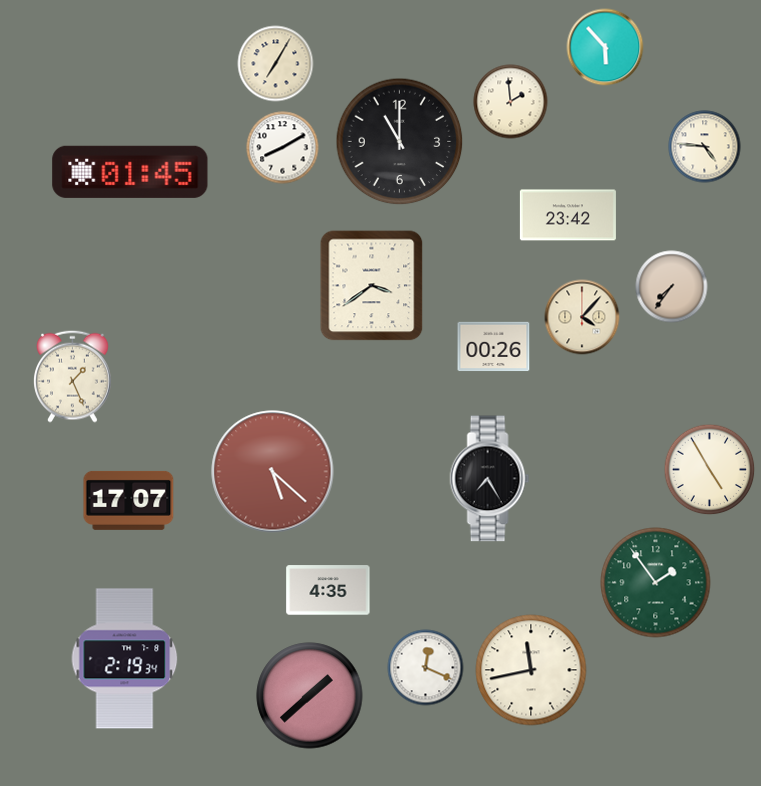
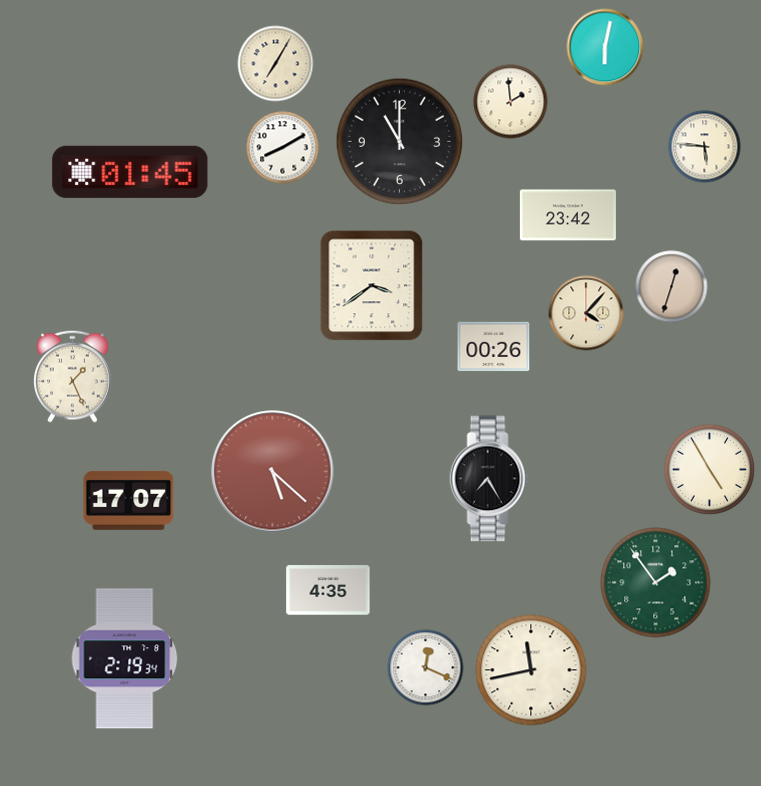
clock at (605, 47): 5:53 -> 6:02
clock at (705, 147): 4:46 -> 5:46
clock at (672, 287): 7:36 -> 12:33
clock at (582, 317) position: (582, 317) -> (586, 313)
clock at (310, 696): 1:38 -> none
